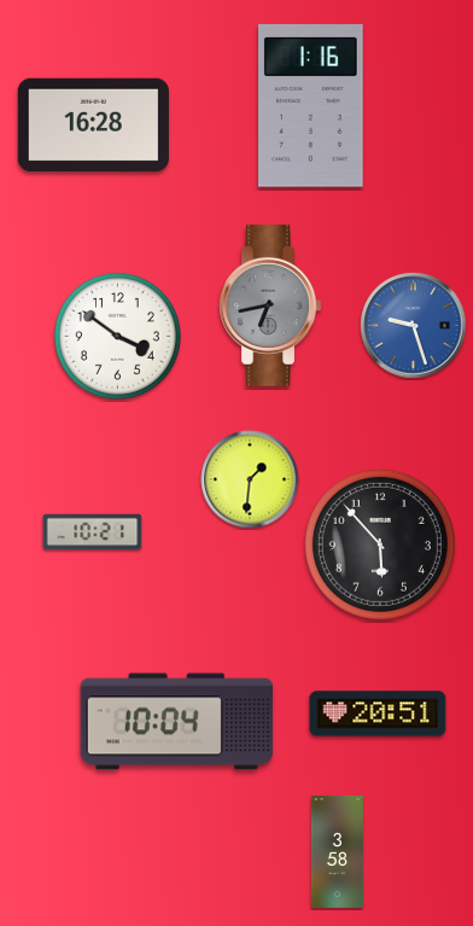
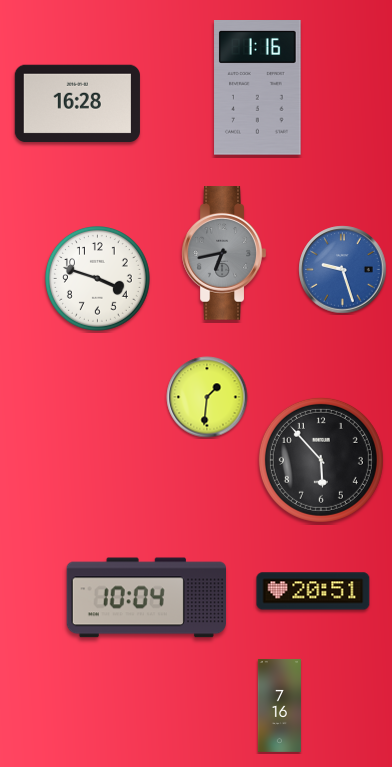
clock at (118, 337): 3:51 -> 3:48
clock at (93, 532): 10:21 -> none
clock at (380, 544) position: (380, 544) -> (321, 460)
clock at (337, 851): 3:58 -> 7:16
